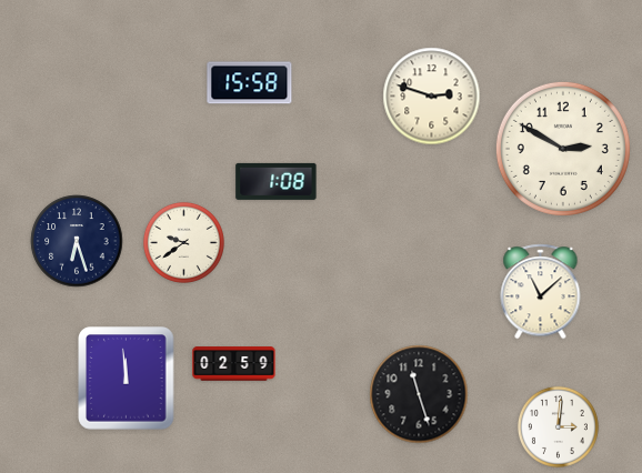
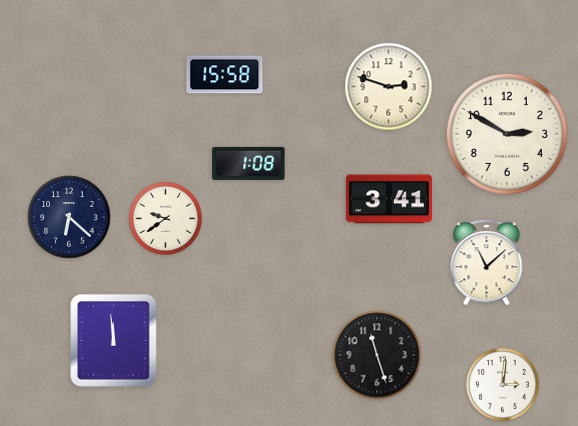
clock at (389, 199): none -> 3:41
clock at (77, 241): 6:27 -> 6:22
clock at (234, 364): 02:59 -> none
